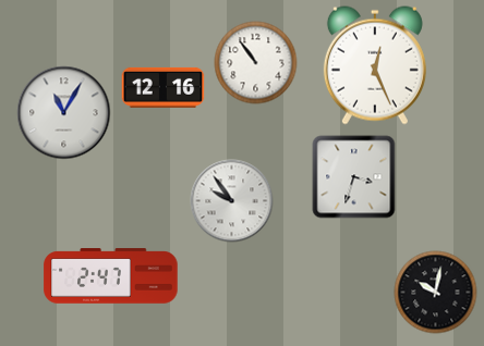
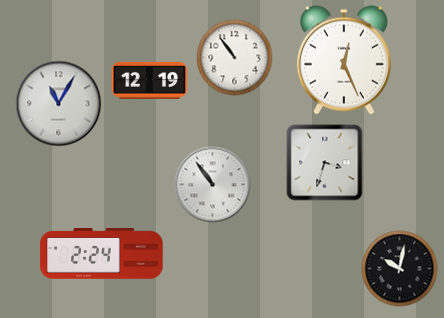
clock at (164, 87): 12:16 -> 12:19
clock at (232, 201): 9:54 -> 10:54
clock at (111, 276): 2:47 -> 2:24
